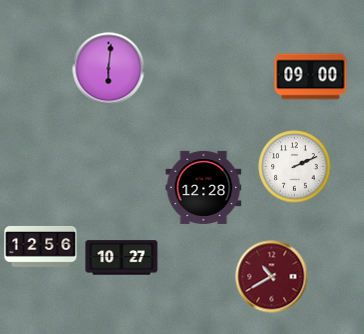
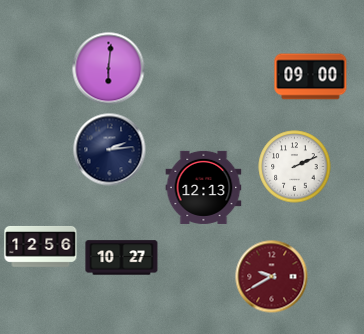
clock at (110, 150): none -> 2:14
clock at (204, 187): 12:28 -> 12:13
clock at (272, 277): 10:40 -> 9:40
